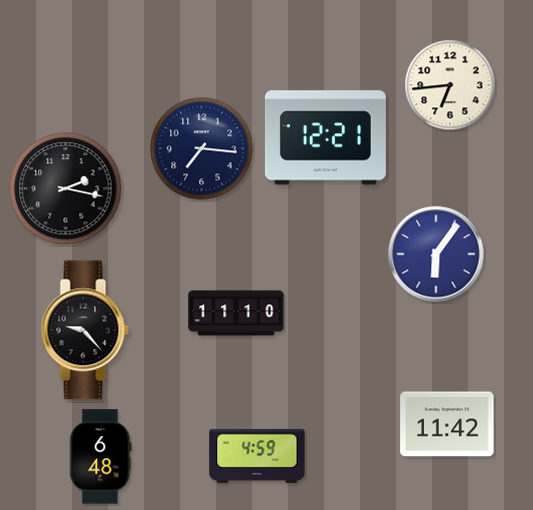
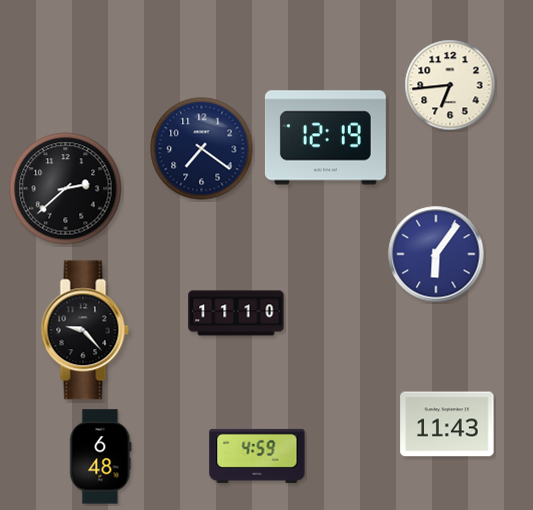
clock at (325, 138): 12:21 -> 12:19
clock at (202, 149): 7:16 -> 7:21
clock at (66, 189): 2:17 -> 2:38
clock at (447, 424): 11:42 -> 11:43
